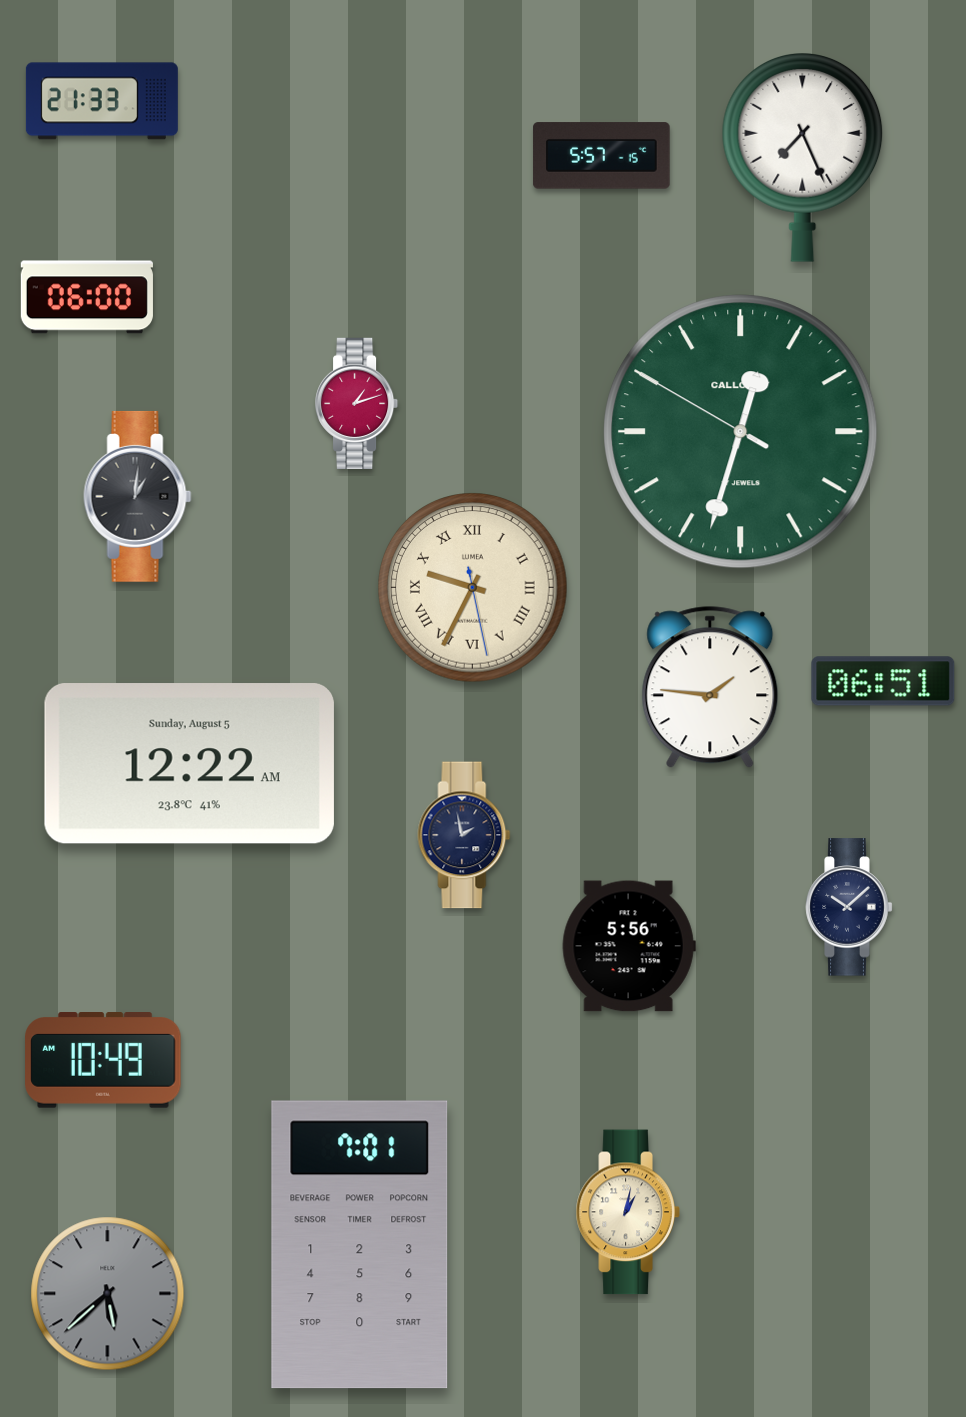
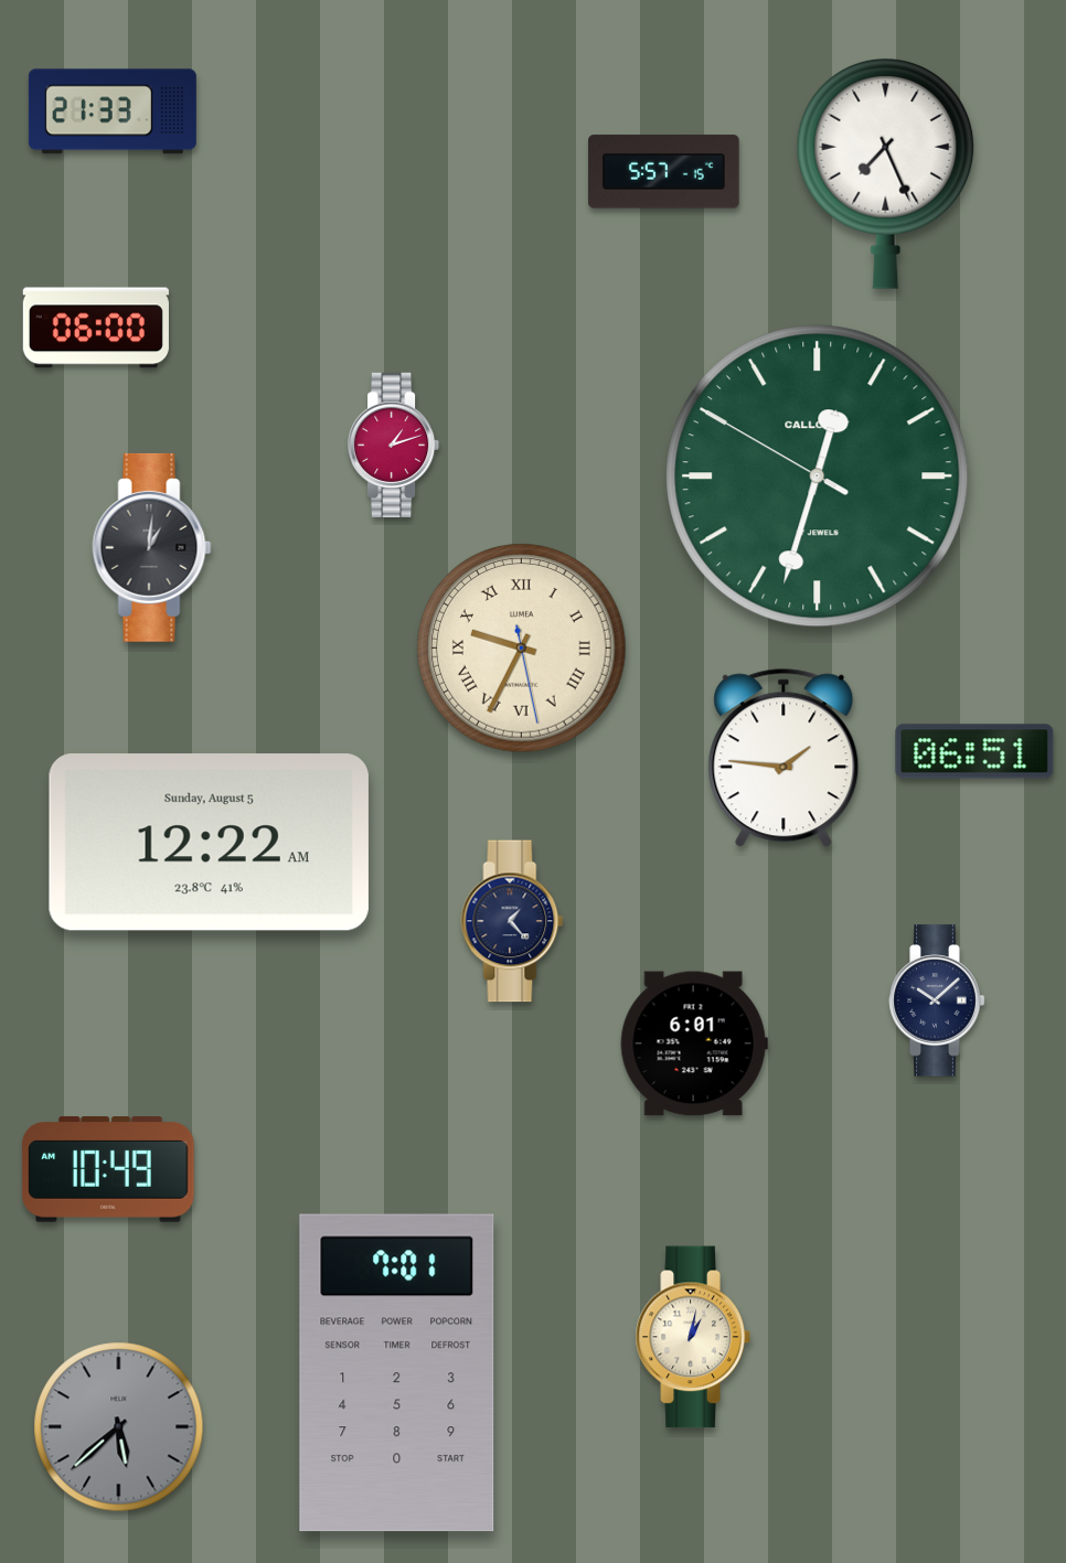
clock at (464, 835): 1:58 -> 1:23
clock at (629, 946): 5:56 -> 6:01
clock at (103, 1060) position: (103, 1060) -> (108, 1169)
